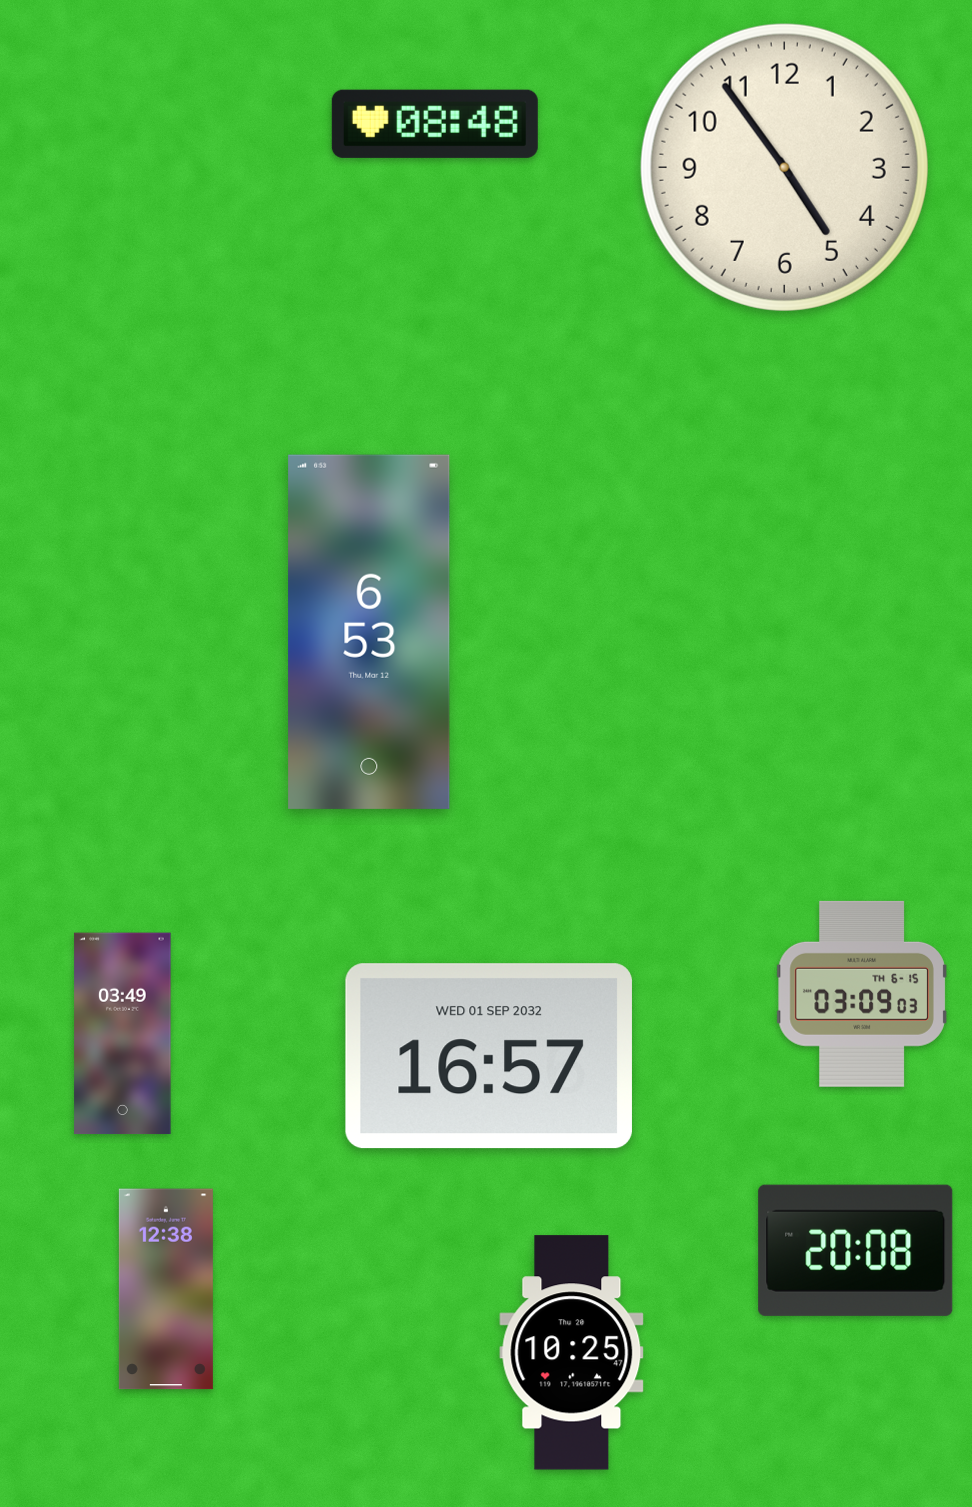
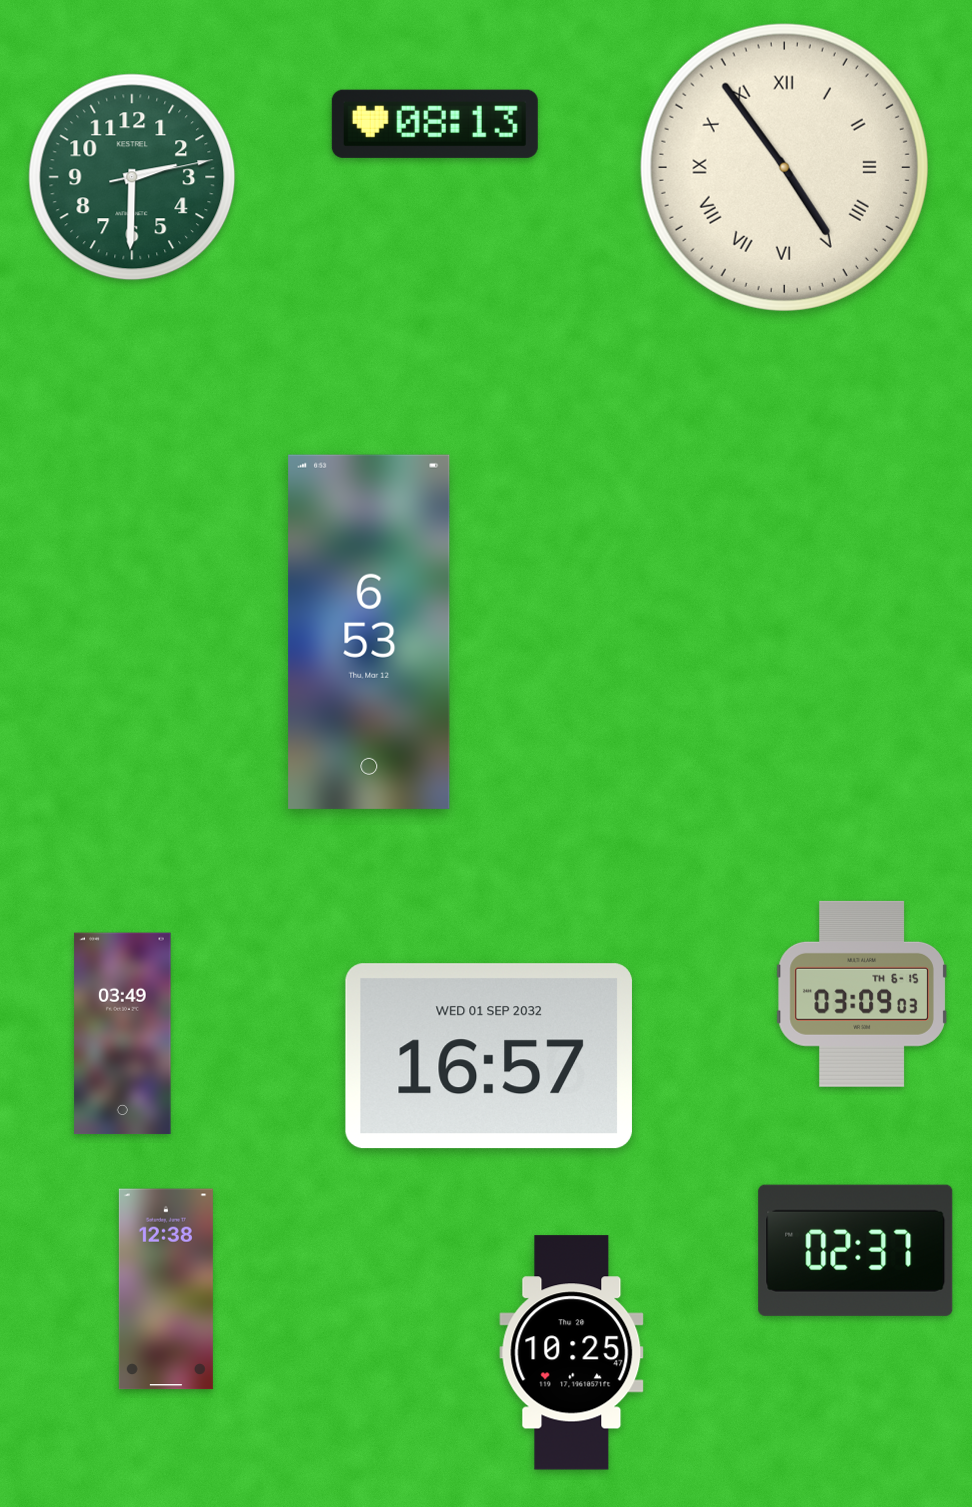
clock at (435, 124): 08:48 -> 08:13
clock at (784, 167) numerals: Arabic -> Roman
clock at (132, 177): none -> 2:30
clock at (856, 1250): 20:08 -> 02:37
